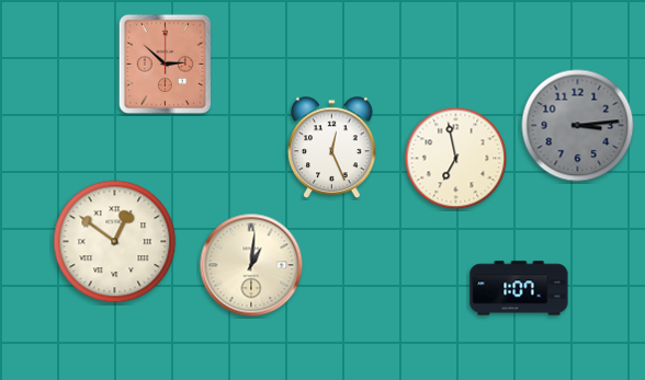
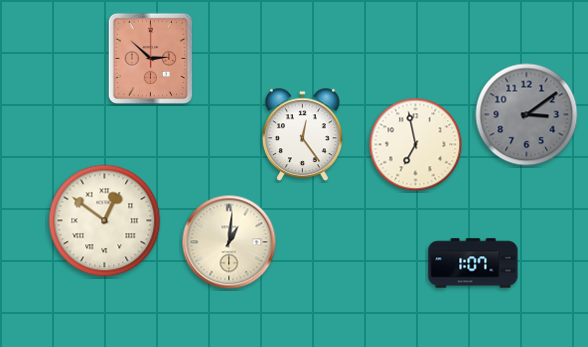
clock at (578, 126): 3:14 -> 3:09
clock at (332, 148): 12:26 -> 12:24
